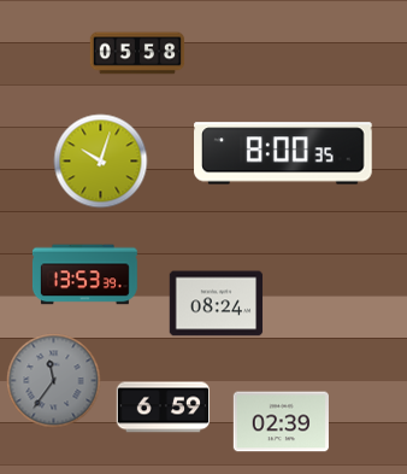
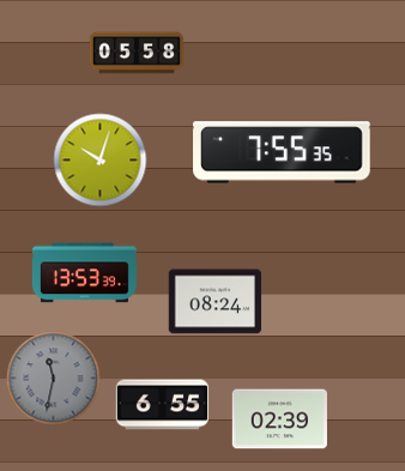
clock at (283, 153): 8:00 -> 7:55
clock at (53, 380): 11:36 -> 11:32
clock at (163, 408): 6:59 -> 6:55
